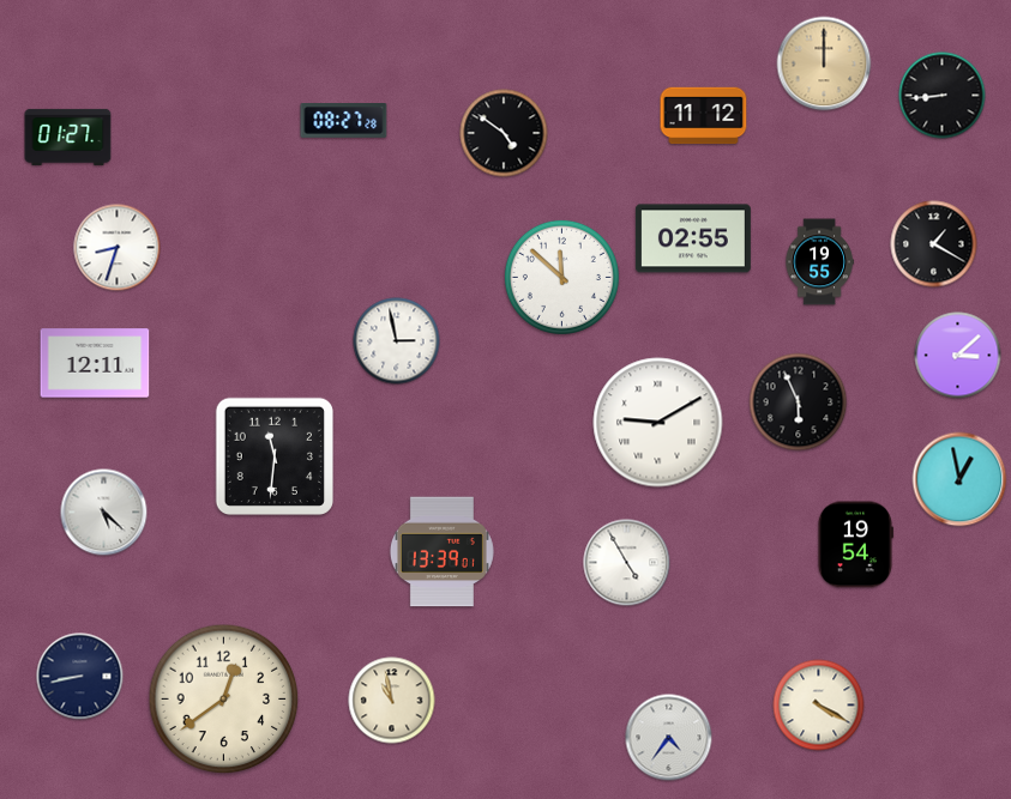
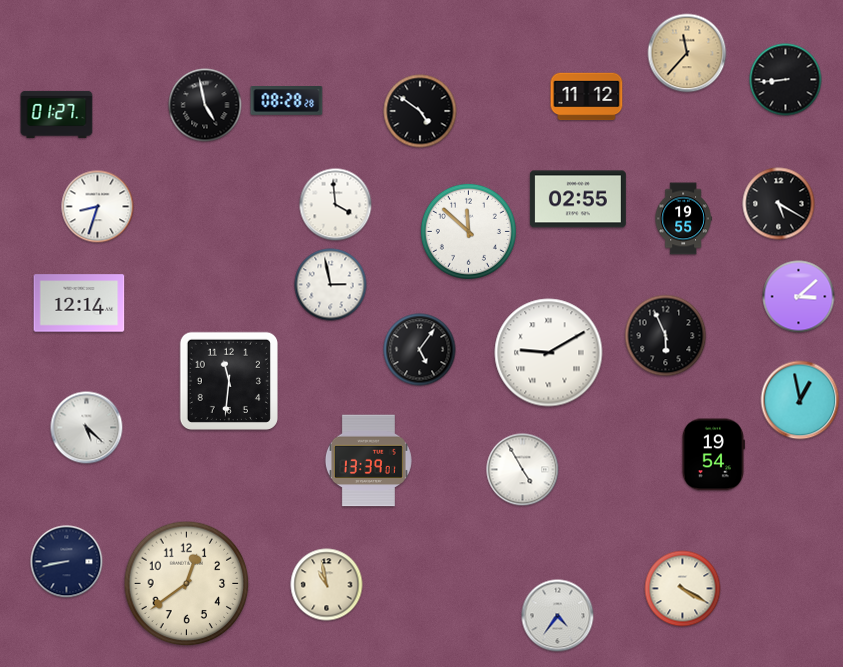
clock at (824, 63): 12:00 -> 11:37
clock at (344, 121): 08:27 -> 08:28
clock at (205, 105): none -> 4:58
clock at (934, 244): 1:20 -> 5:20
clock at (336, 205): none -> 3:59
clock at (95, 363): 12:11 -> 12:14
clock at (420, 350): none -> 5:06
clock at (80, 677) position: (80, 677) -> (67, 562)
